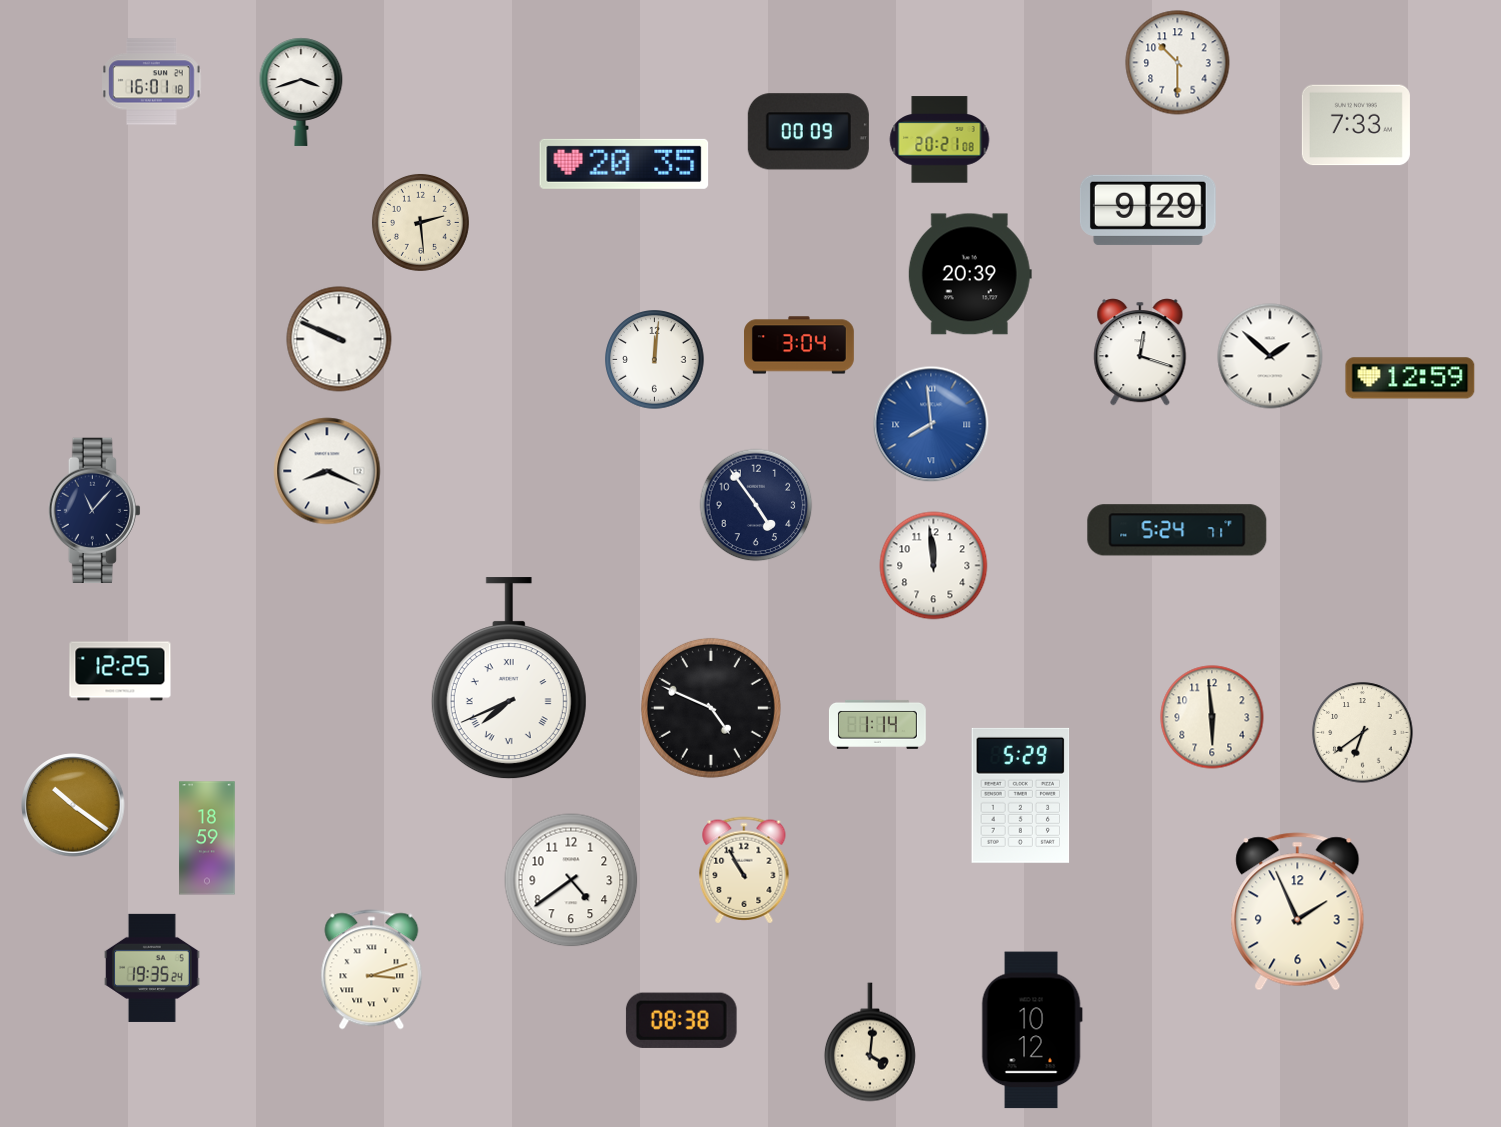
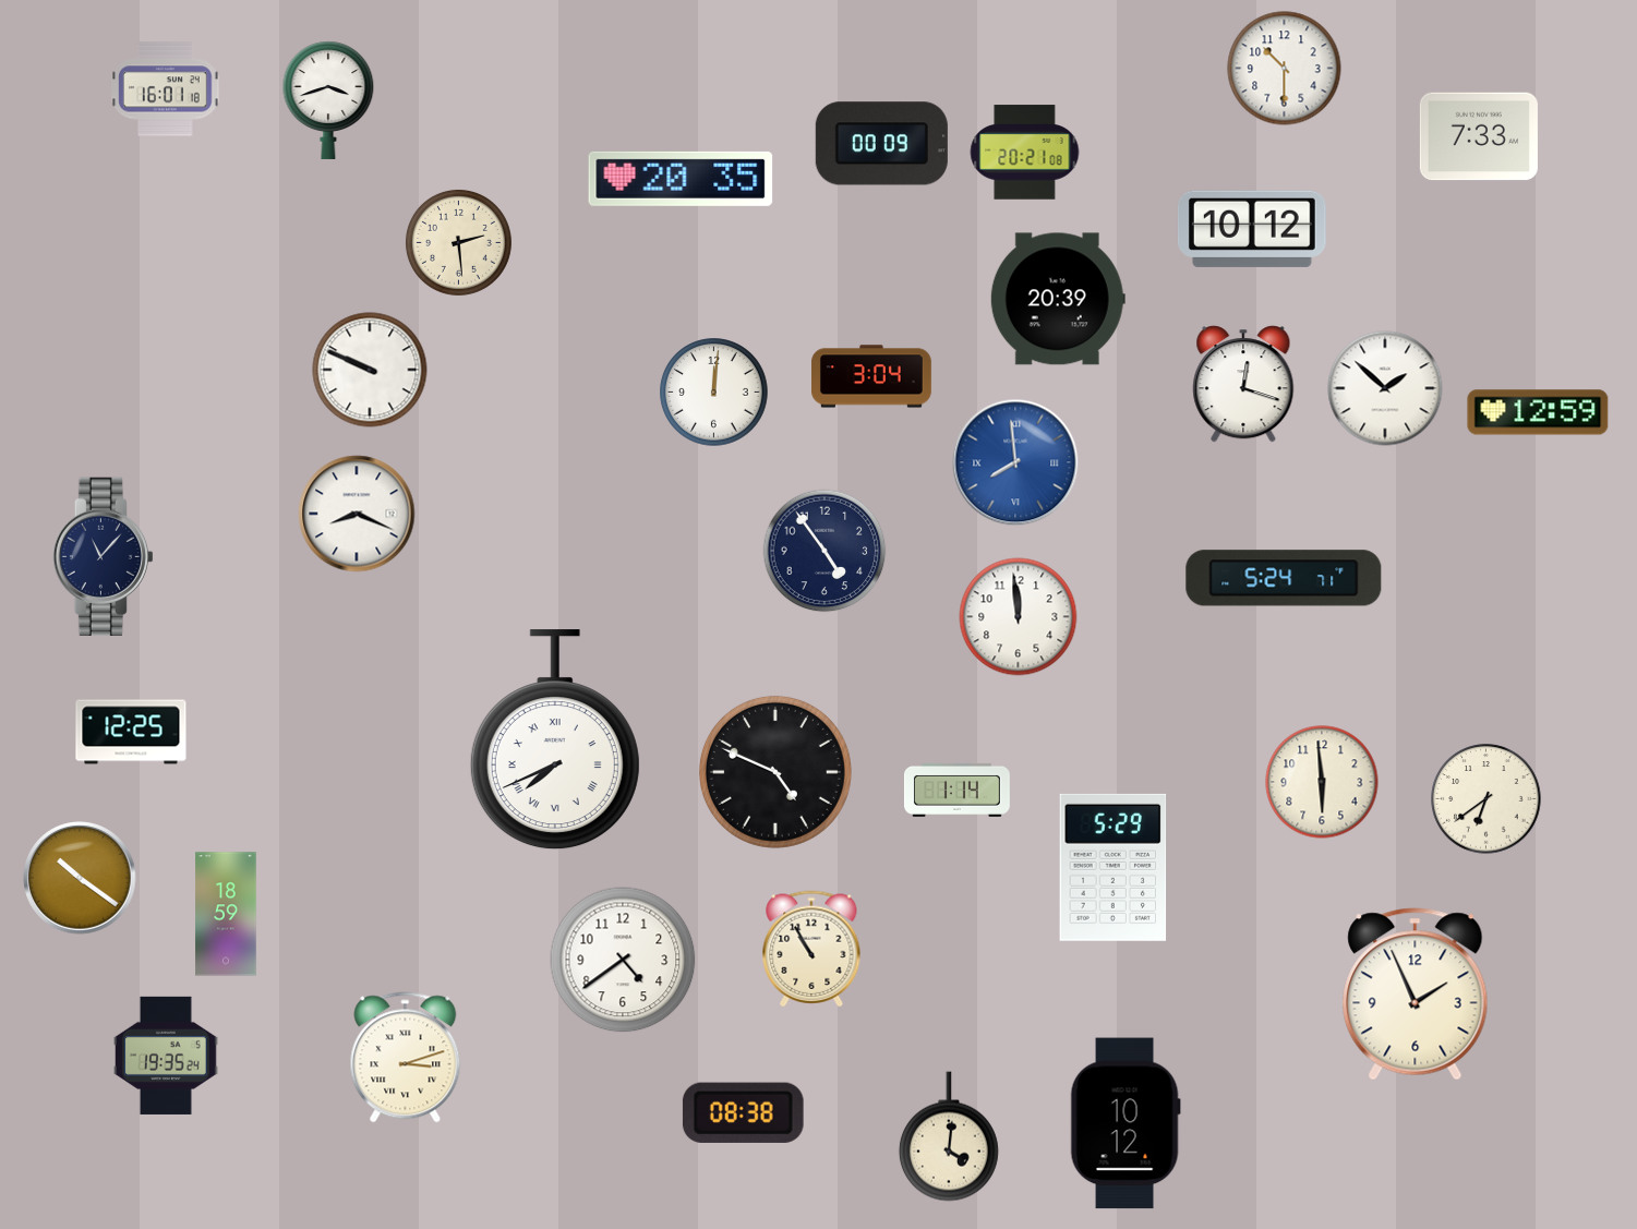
clock at (1148, 210): 9:29 -> 10:12
